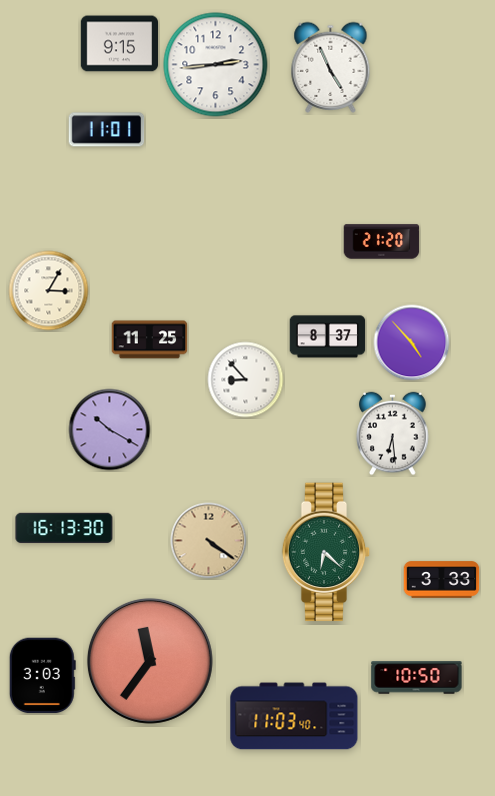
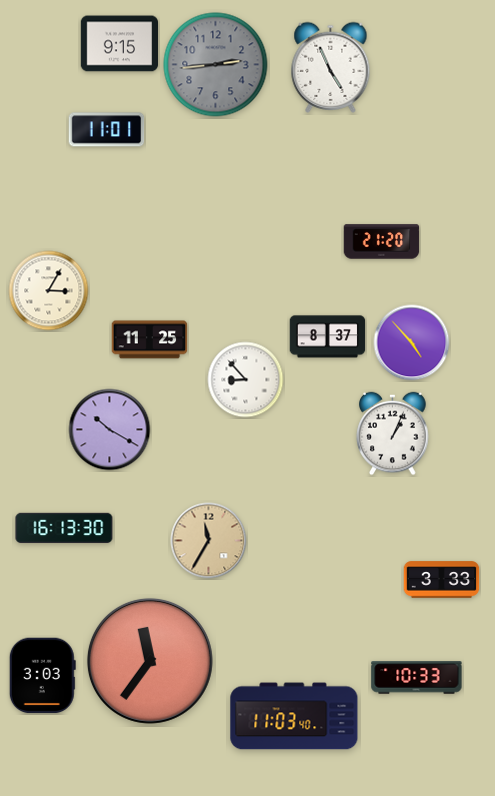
clock at (216, 65) dial: white -> grey
clock at (393, 434): 6:29 -> 1:04
clock at (209, 541): 4:21 -> 11:35
clock at (326, 552): 6:22 -> none
clock at (417, 678): 10:50 -> 10:33
